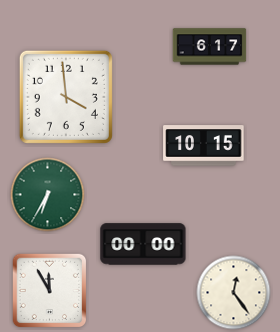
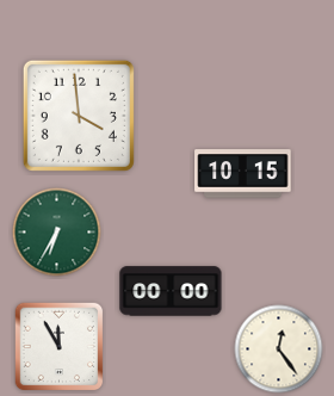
clock at (210, 47): 6:17 -> none
